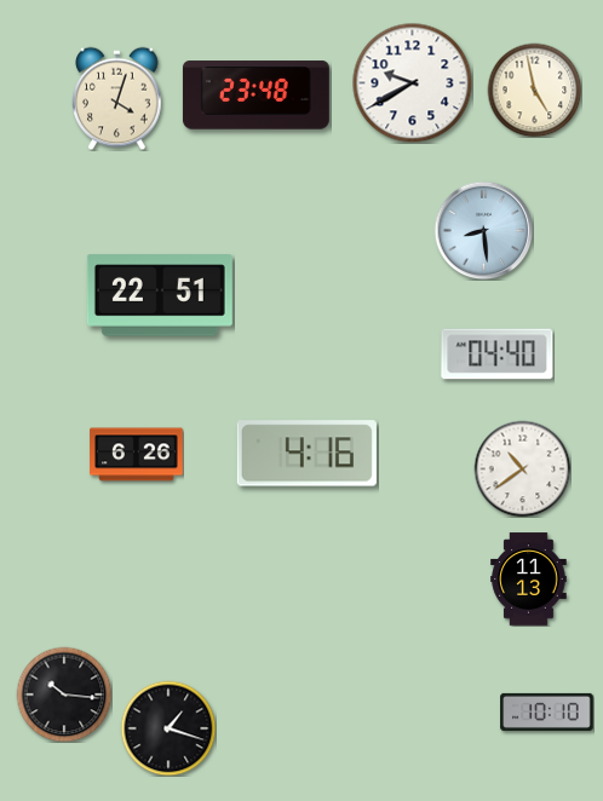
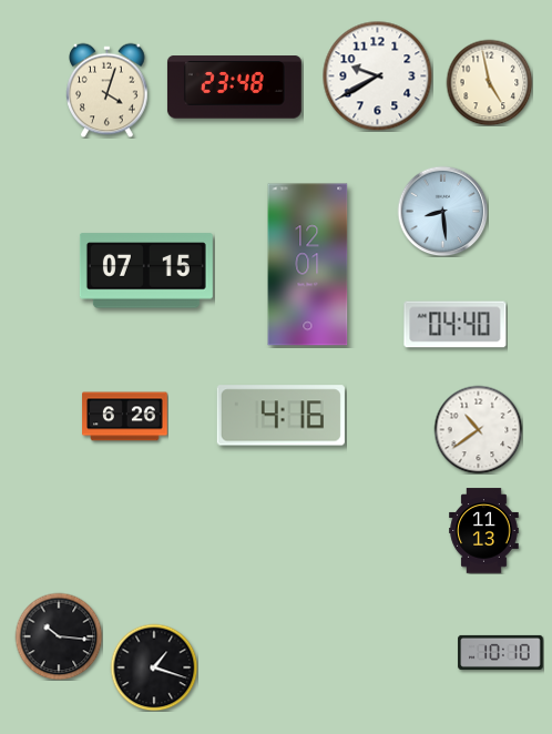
clock at (308, 265): none -> 12:01
clock at (160, 295): 22:51 -> 07:15
